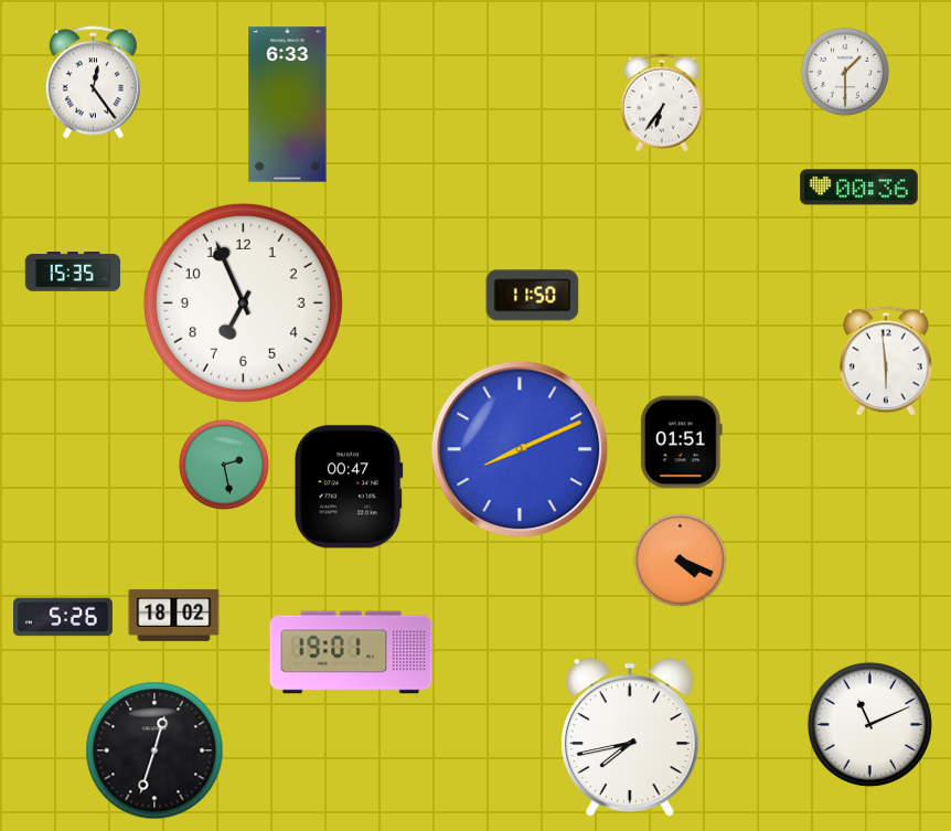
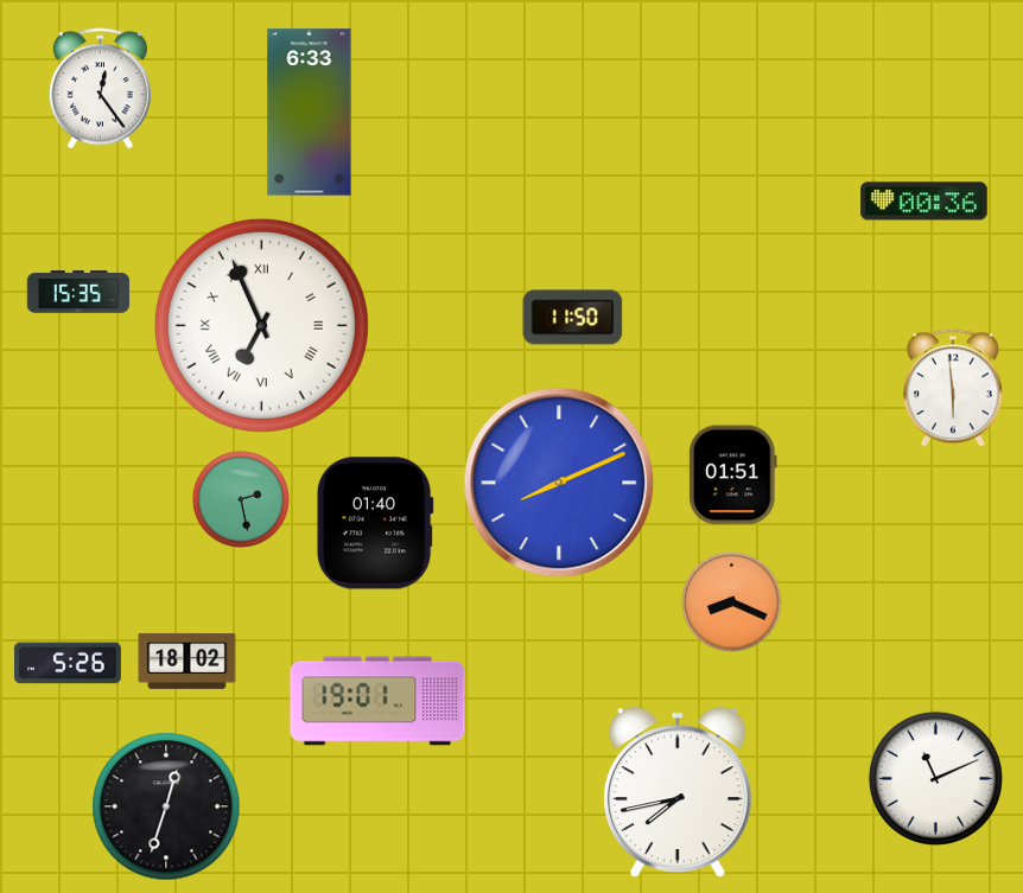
clock at (845, 72): 1:30 -> none
clock at (662, 103): 6:36 -> none
clock at (243, 302) numerals: Arabic -> Roman
clock at (349, 487): 00:47 -> 01:40
clock at (681, 561): 4:19 -> 8:19
